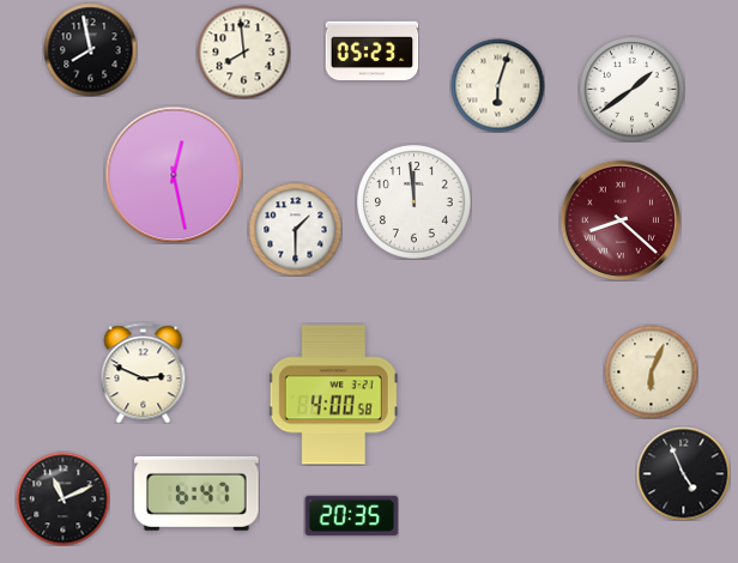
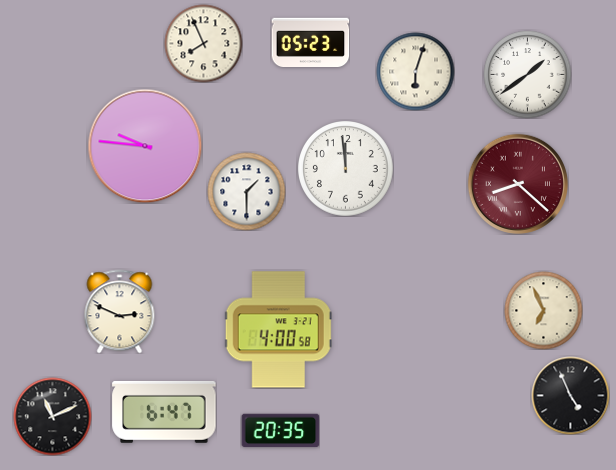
clock at (90, 49): 7:58 -> none
clock at (243, 52): 7:59 -> 7:56
clock at (174, 175): 12:28 -> 9:46
clock at (651, 371): 6:04 -> 6:56
clock at (351, 516) position: (351, 516) -> (280, 431)
